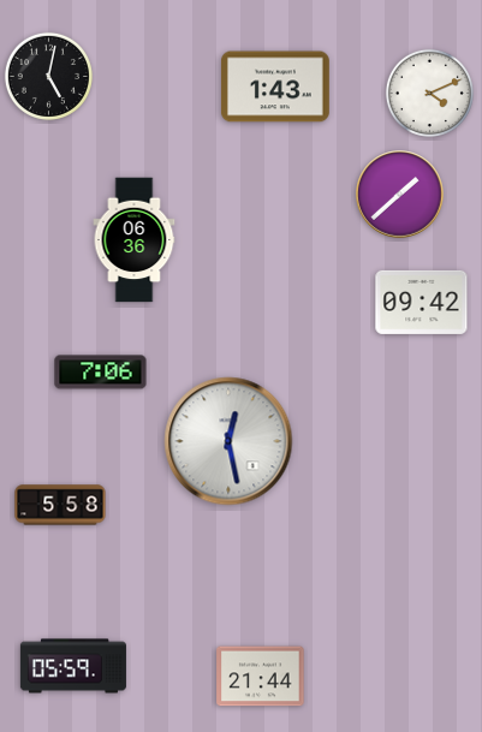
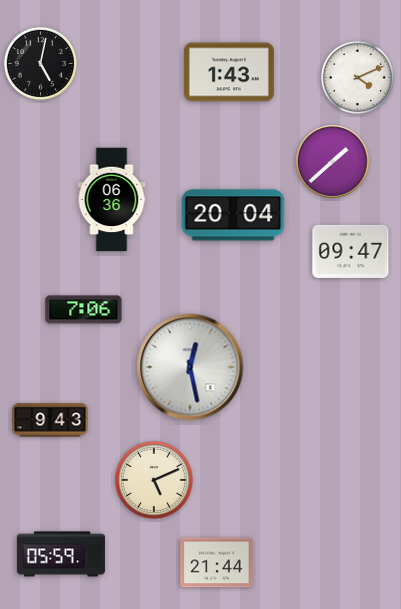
clock at (233, 215): none -> 20:04
clock at (422, 302): 09:42 -> 09:47
clock at (60, 505): 5:58 -> 9:43
clock at (154, 480): none -> 5:11
